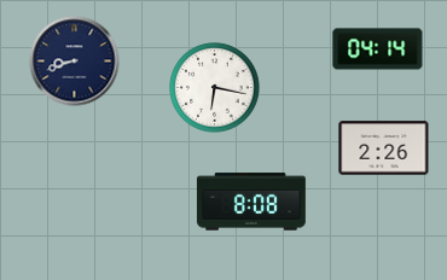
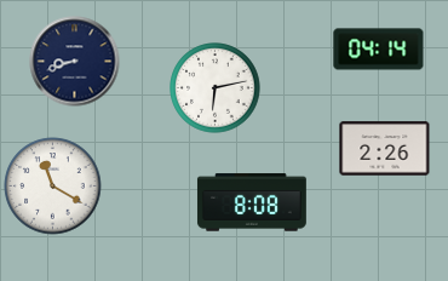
clock at (215, 88): 6:17 -> 6:13
clock at (53, 187): none -> 11:20
